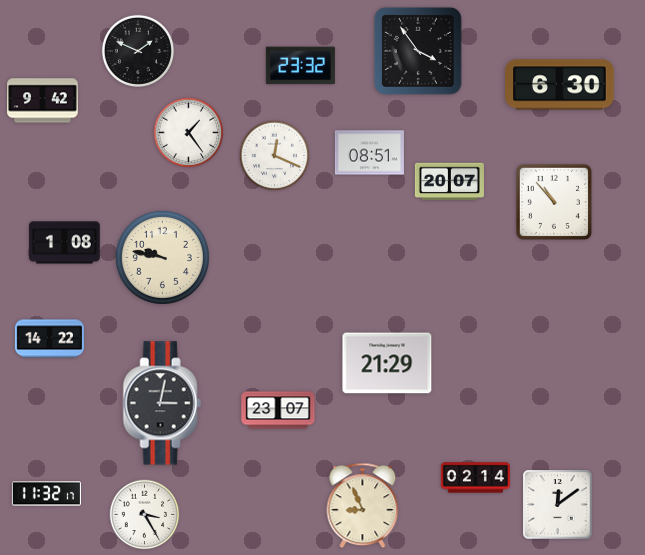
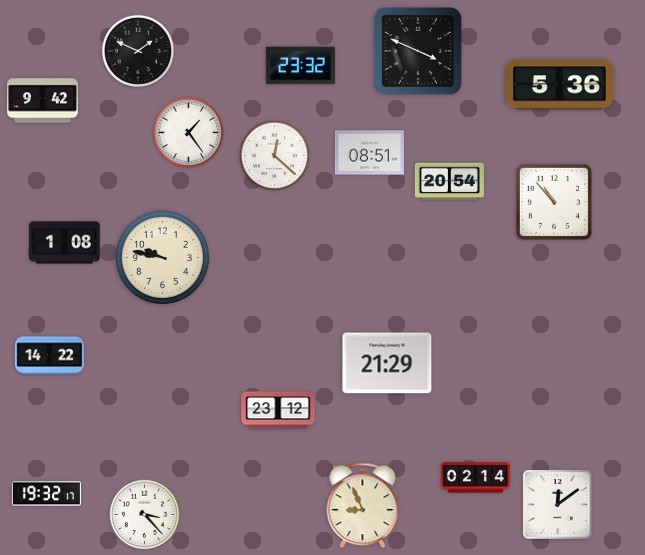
clock at (418, 51): 3:54 -> 3:49
clock at (560, 85): 6:30 -> 5:36
clock at (275, 156): 12:19 -> 12:22
clock at (449, 182): 20:07 -> 20:54
clock at (49, 339) position: (49, 339) -> (49, 356)
clock at (162, 403): 3:02 -> none
clock at (278, 410): 23:07 -> 23:12
clock at (46, 494): 11:32 -> 19:32
clock at (145, 515): 3:25 -> 3:23
